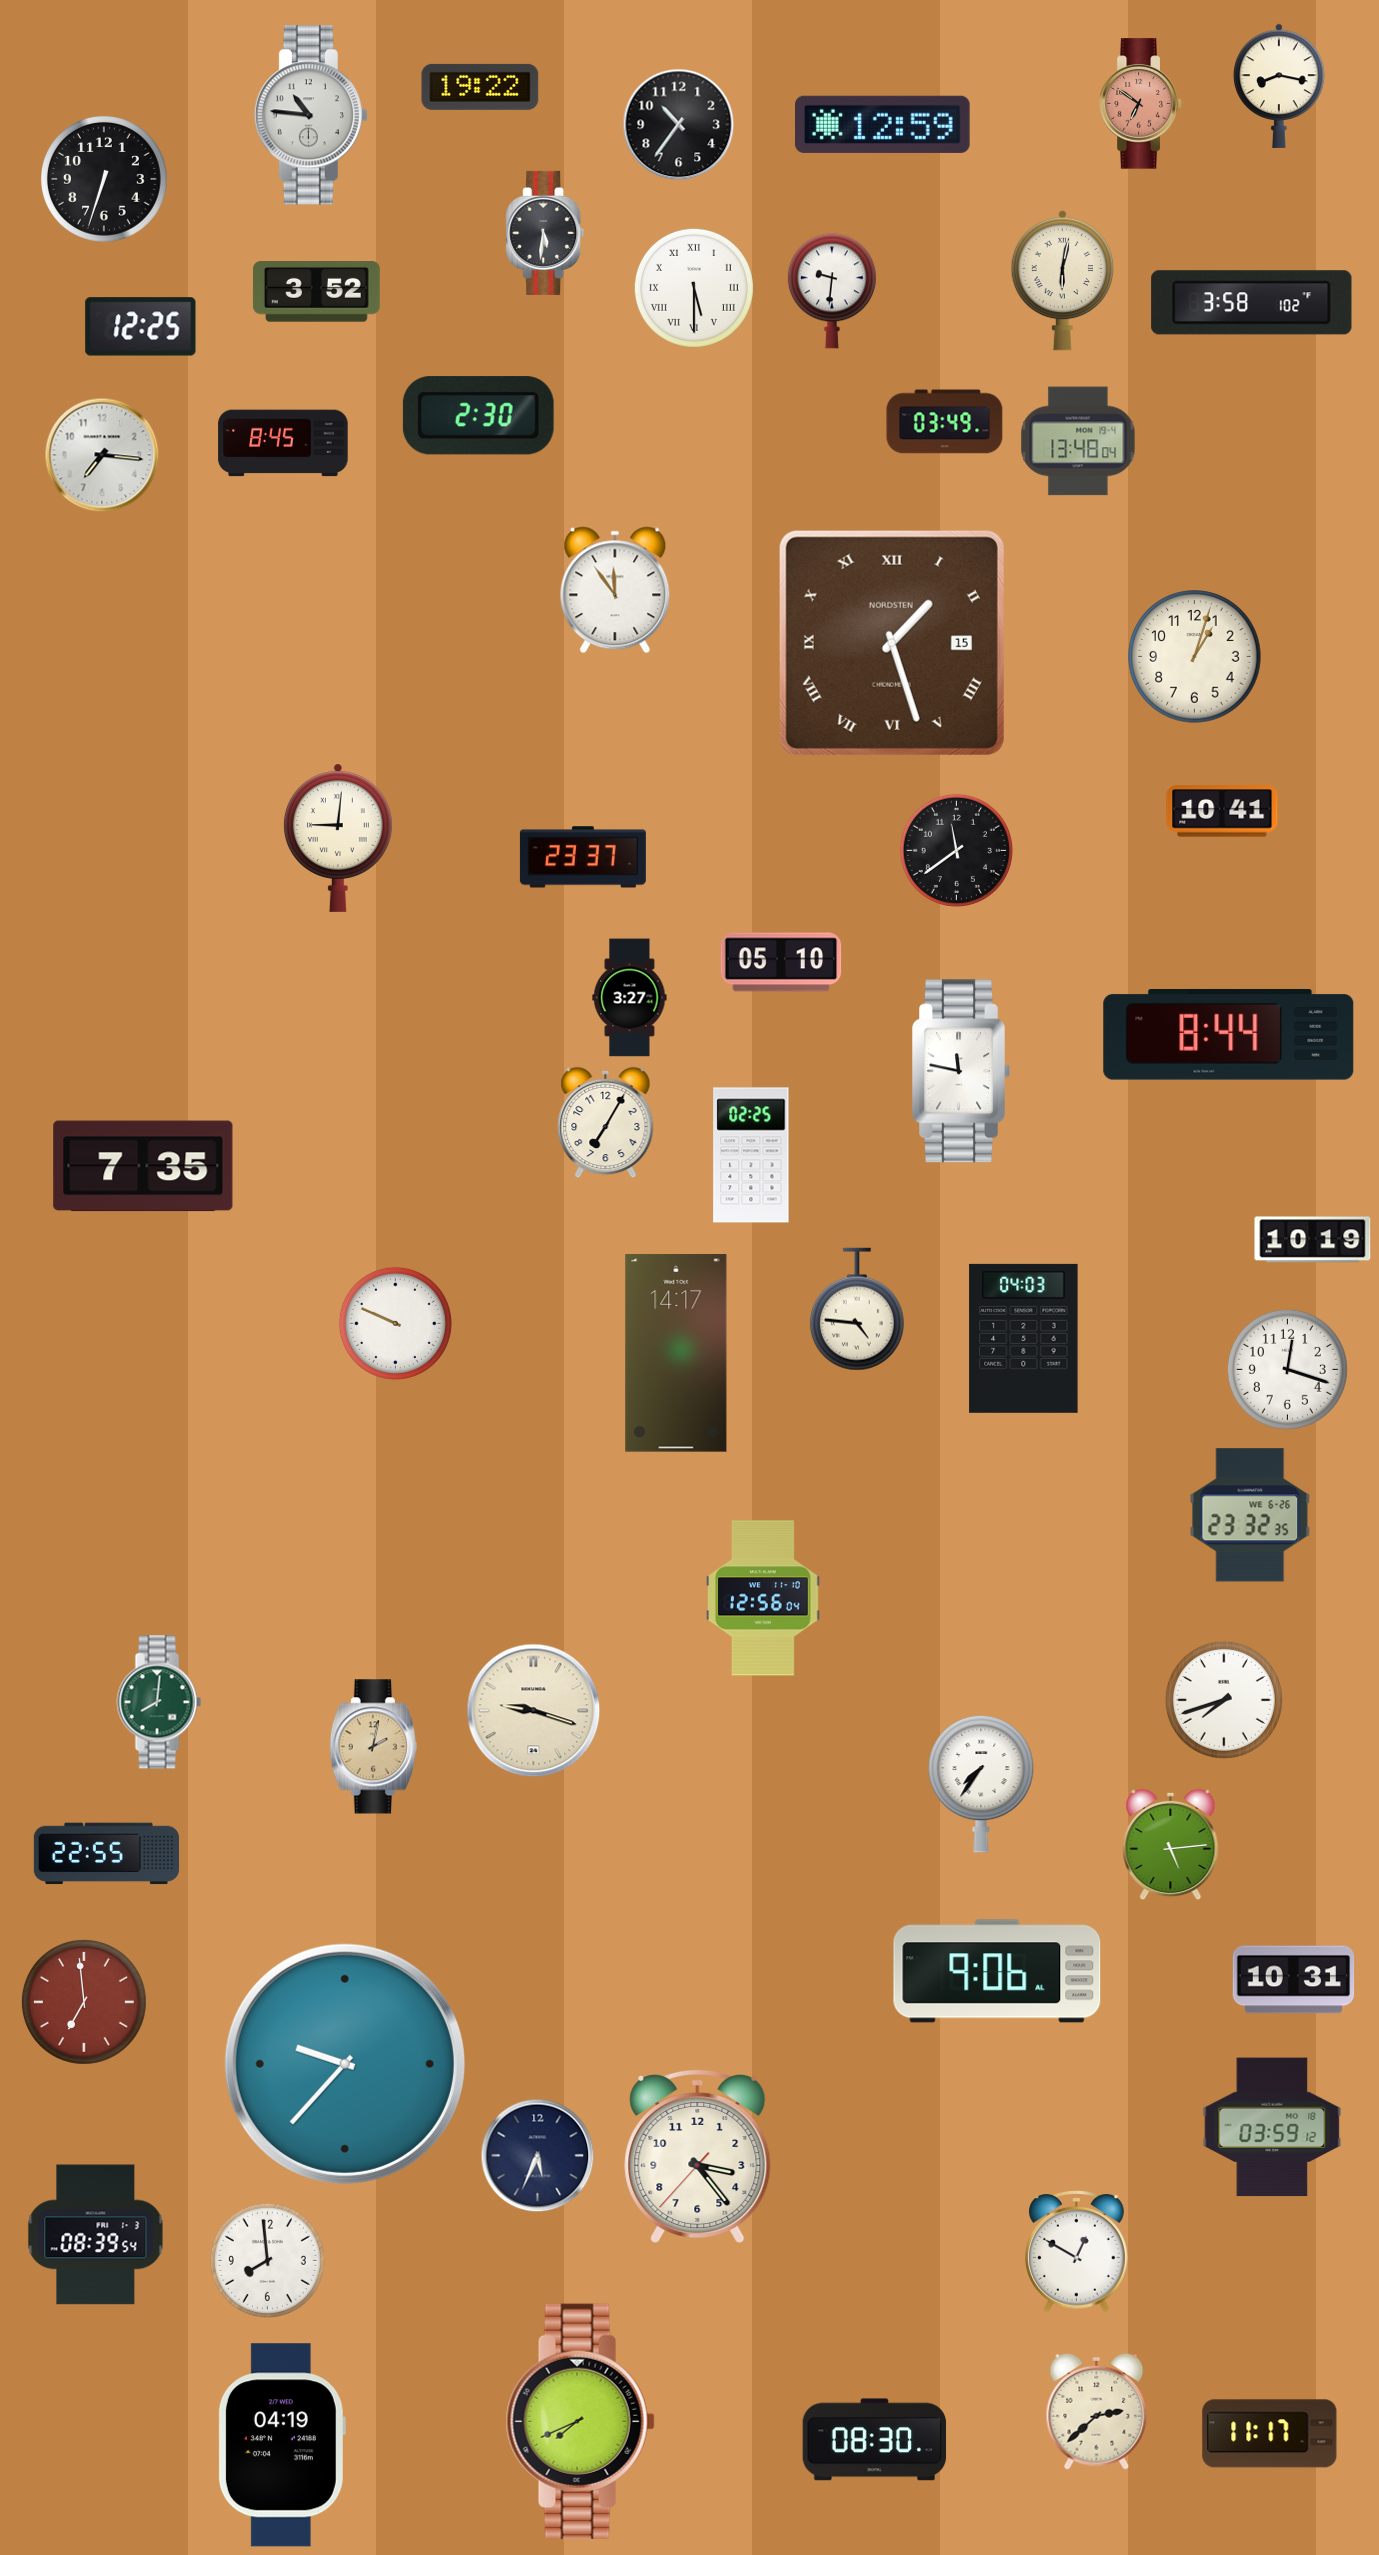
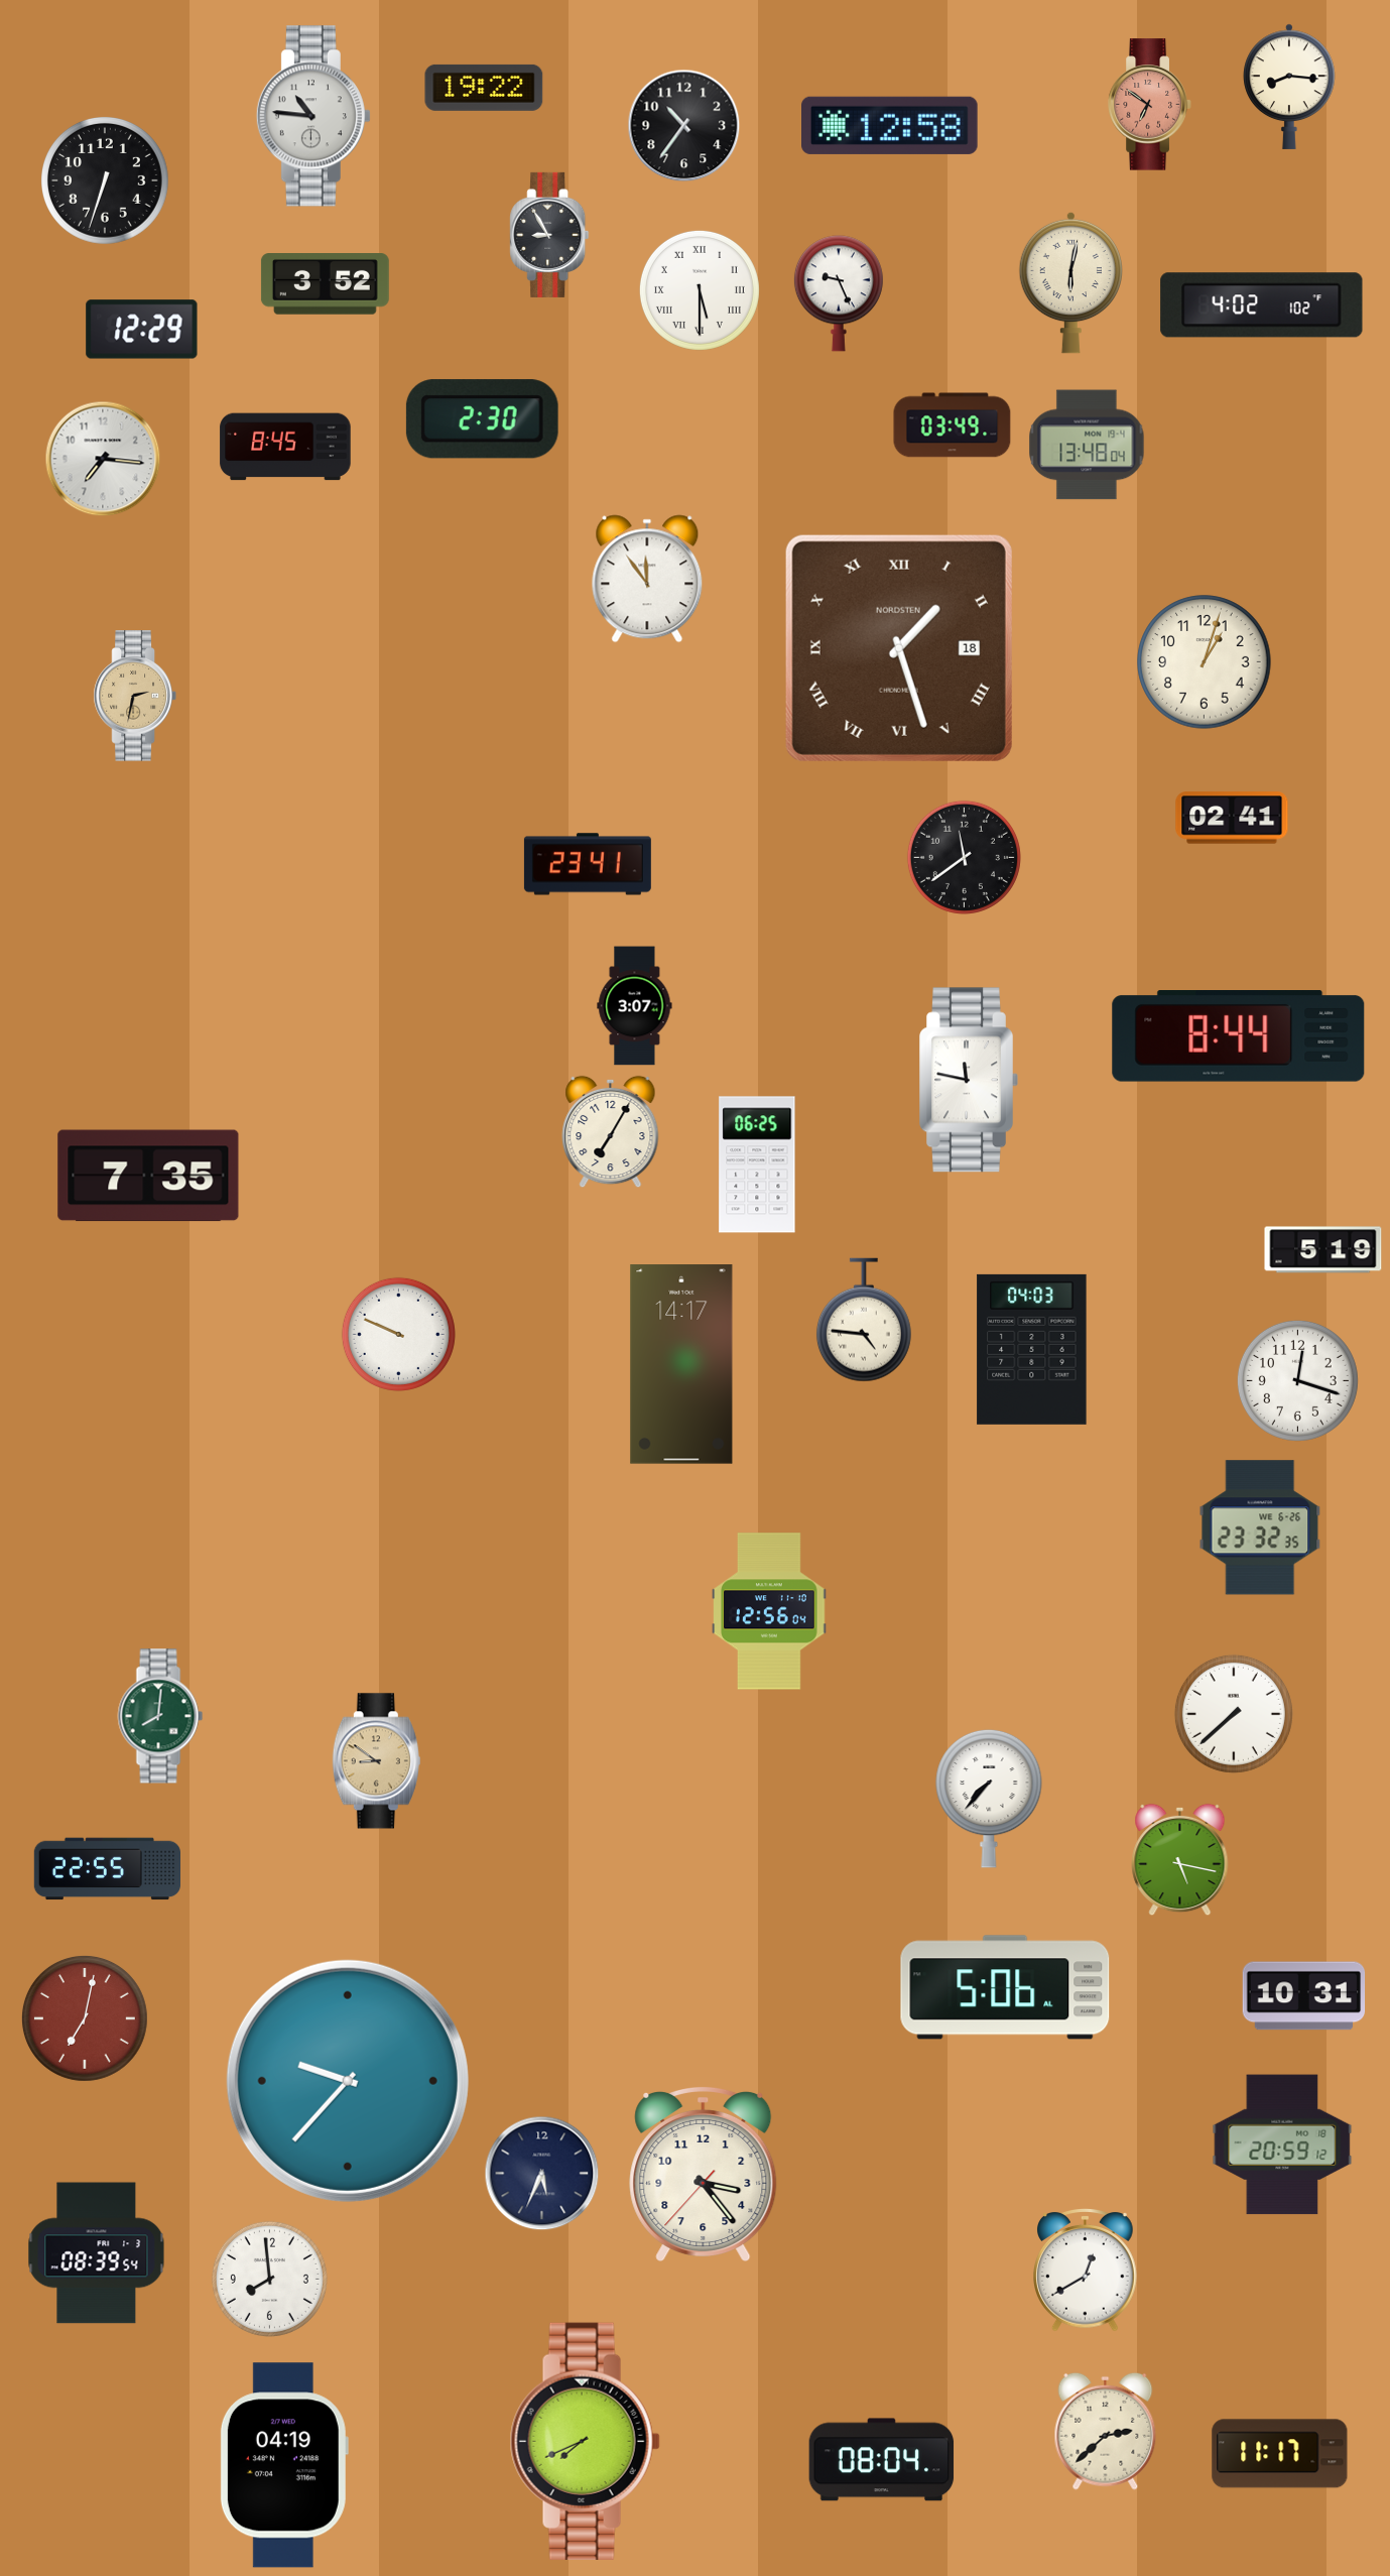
clock at (1279, 86): 8:17 -> 8:16
clock at (883, 124): 12:59 -> 12:58
clock at (545, 233): 5:31 -> 8:55
clock at (832, 291): 9:31 -> 9:26
clock at (316, 292) position: (316, 292) -> (325, 284)
clock at (1252, 303): 3:58 -> 4:02
clock at (141, 327): 12:25 -> 12:29
clock at (615, 590) position: (615, 590) -> (647, 579)
clock at (892, 643) date: 15 -> 18
clock at (135, 696): none -> 2:32
clock at (1222, 811): 10:41 -> 02:41
clock at (338, 838): 9:01 -> none
clock at (583, 857): 23:37 -> 23:41
clock at (781, 962): 05:10 -> none
clock at (630, 998): 3:27 -> 3:07
clock at (1229, 1035) position: (1229, 1035) -> (1239, 1036)
clock at (751, 1155): 02:25 -> 06:25
clock at (143, 1166) position: (143, 1166) -> (148, 1176)
clock at (1313, 1240): 10:19 -> 5:19
clock at (1224, 1700): 7:42 -> 7:38
clock at (534, 1711): 9:18 -> none
clock at (373, 1747): 2:02 -> 8:51
clock at (981, 1784): 7:36 -> 7:37
clock at (1171, 1845): 5:14 -> 5:17
clock at (997, 1971): 9:06 -> 5:06
clock at (84, 2002): 6:59 -> 7:02
clock at (1272, 2127): 03:59 -> 20:59
clock at (1077, 2252): 12:50 -> 12:40
clock at (875, 2440): 08:30 -> 08:04
